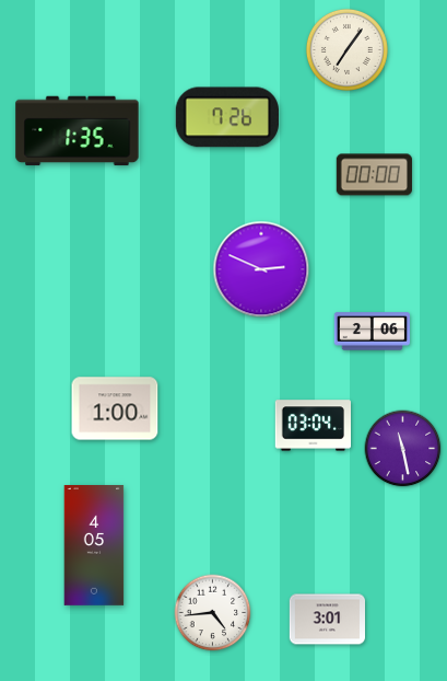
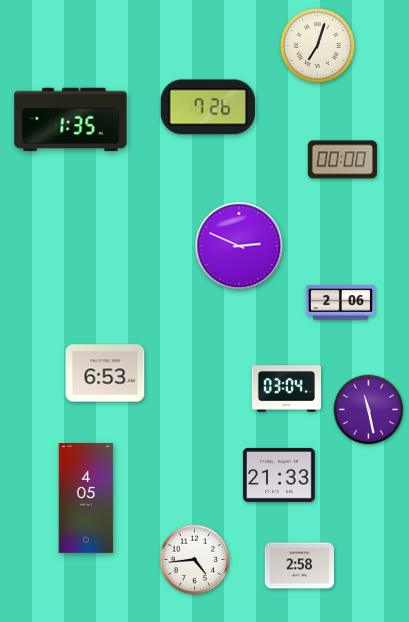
clock at (346, 49): 7:06 -> 7:03
clock at (115, 408): 1:00 -> 6:53
clock at (279, 475): none -> 21:33
clock at (327, 620): 3:01 -> 2:58
